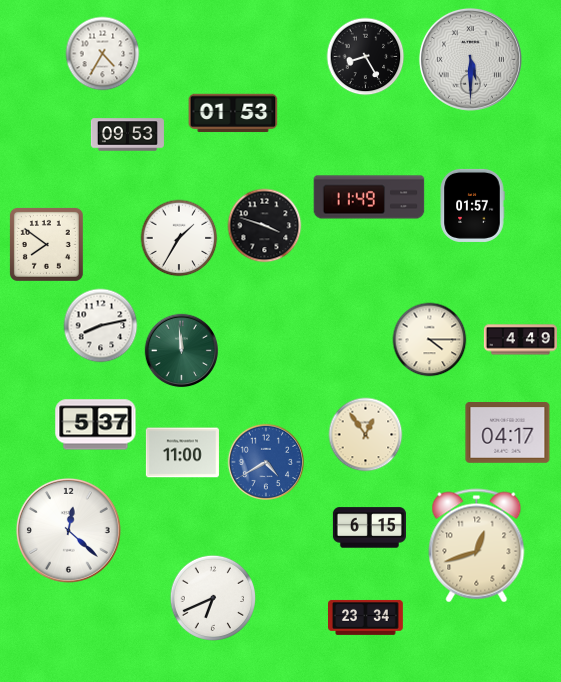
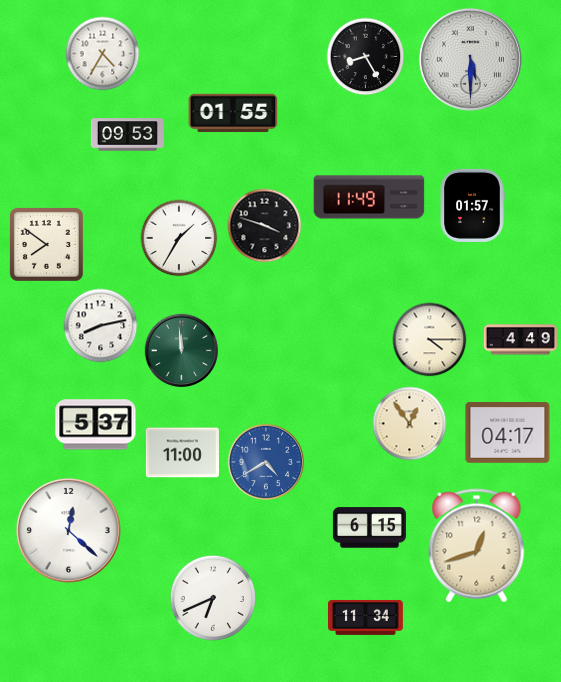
clock at (233, 113): 01:53 -> 01:55
clock at (366, 435) position: (366, 435) -> (410, 424)
clock at (366, 617): 23:34 -> 11:34
